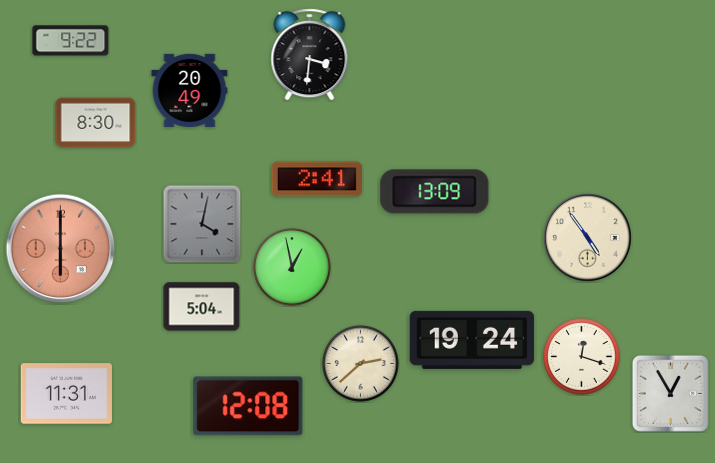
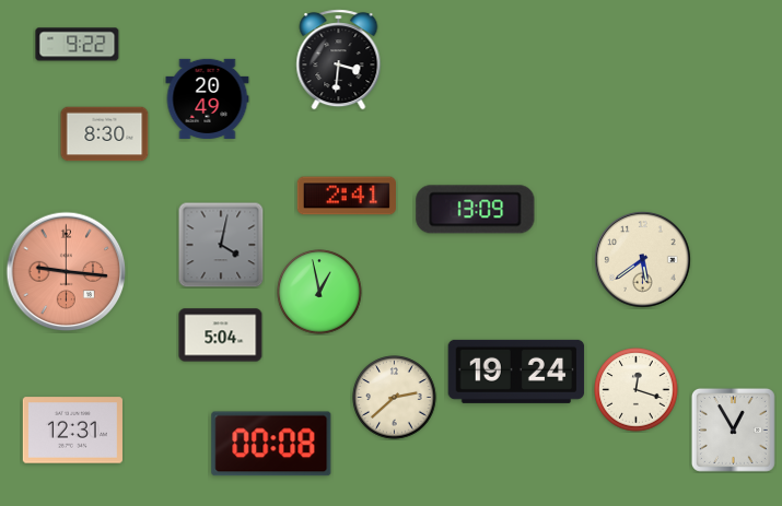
clock at (588, 238): 4:54 -> 5:39
clock at (61, 249): 6:00 -> 9:16
clock at (66, 394): 11:31 -> 12:31
clock at (248, 406): 12:08 -> 00:08
